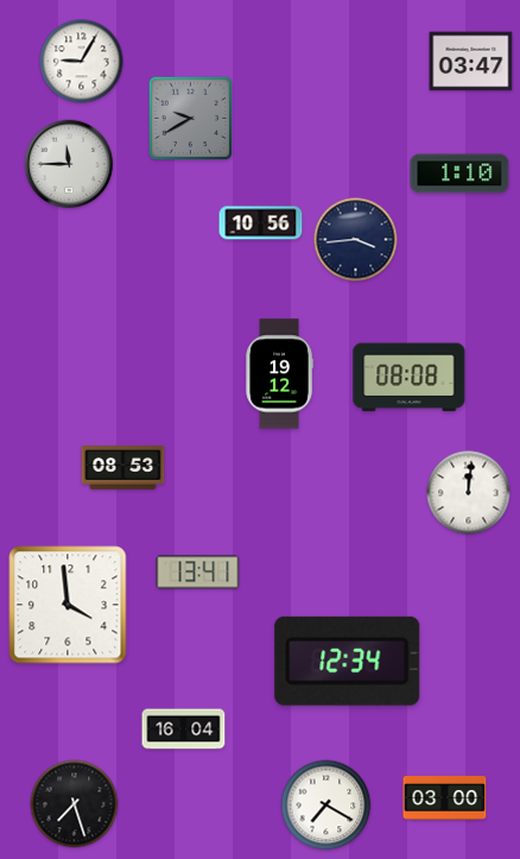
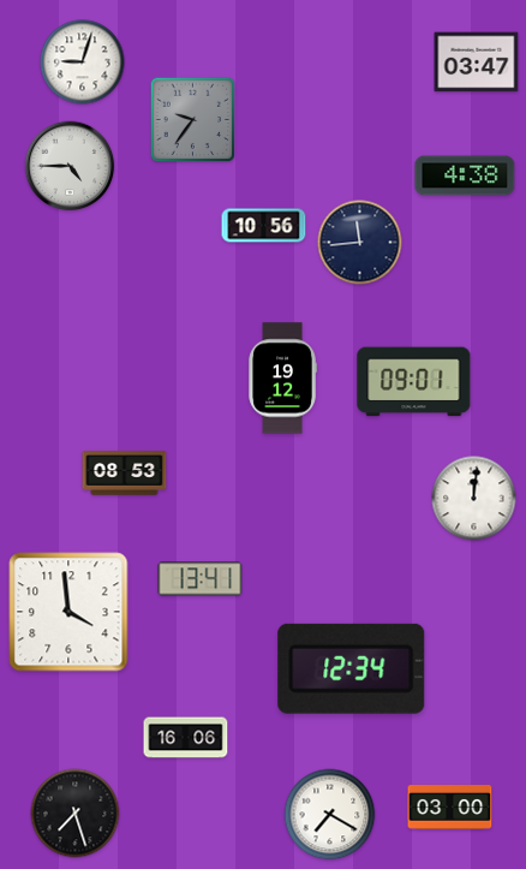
clock at (82, 62): 9:05 -> 9:03
clock at (191, 119): 9:40 -> 9:36
clock at (69, 164): 11:45 -> 4:45
clock at (459, 173): 1:10 -> 4:38
clock at (356, 240): 3:44 -> 11:44
clock at (410, 378): 08:08 -> 09:01
clock at (184, 729): 16:04 -> 16:06
